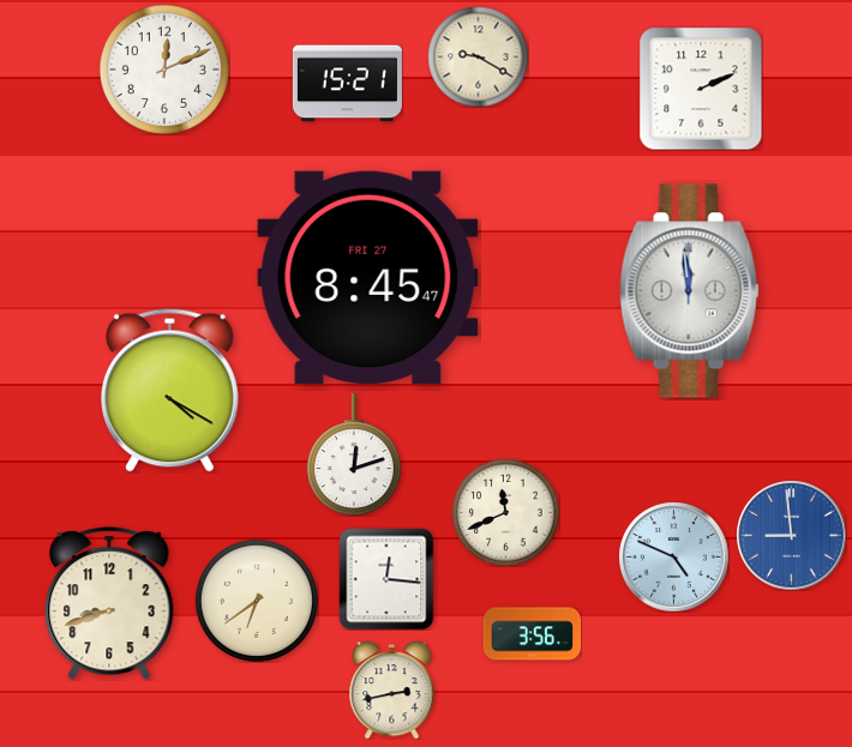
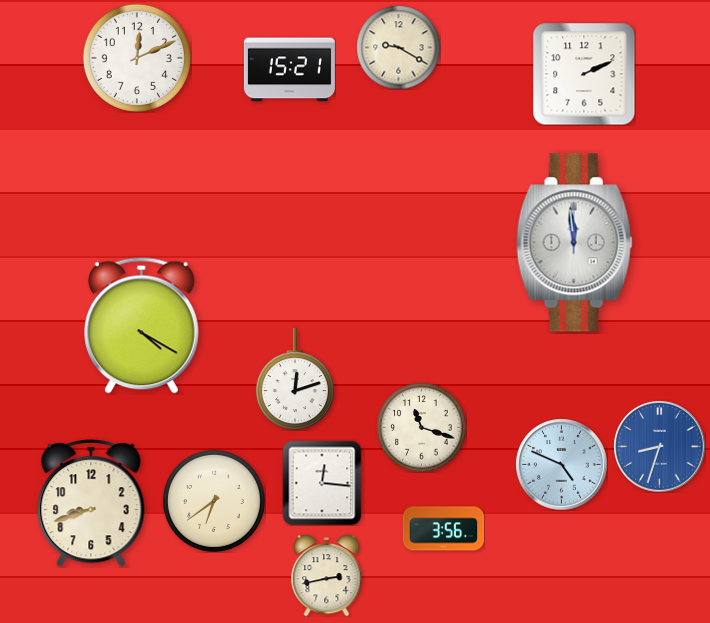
clock at (368, 277): 8:45 -> none
clock at (505, 512): 11:41 -> 11:18
clock at (791, 535): 8:59 -> 8:33
